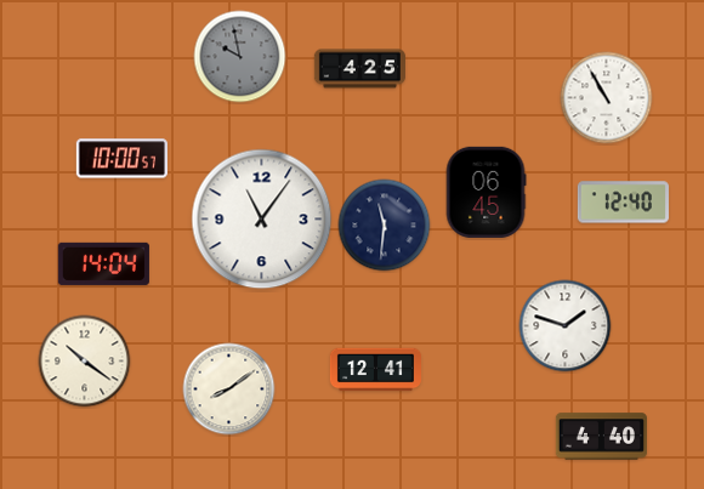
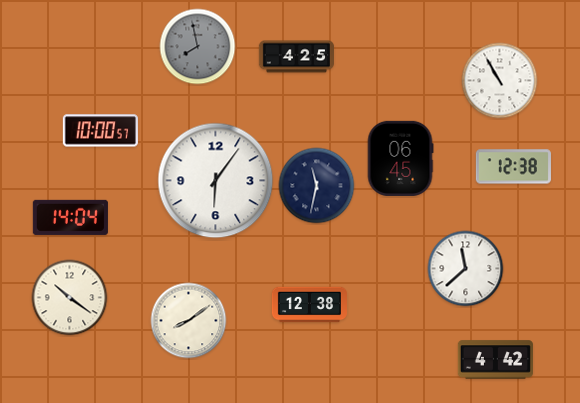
clock at (240, 57): 9:58 -> 7:58
clock at (623, 203): 12:40 -> 12:38
clock at (262, 220): 11:06 -> 6:06
clock at (385, 226): 11:31 -> 11:32
clock at (103, 263) position: (103, 263) -> (70, 217)
clock at (566, 326): 1:48 -> 11:38
clock at (375, 370): 12:41 -> 12:38
clock at (601, 437): 4:40 -> 4:42
